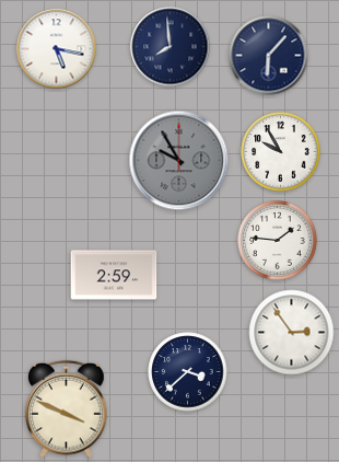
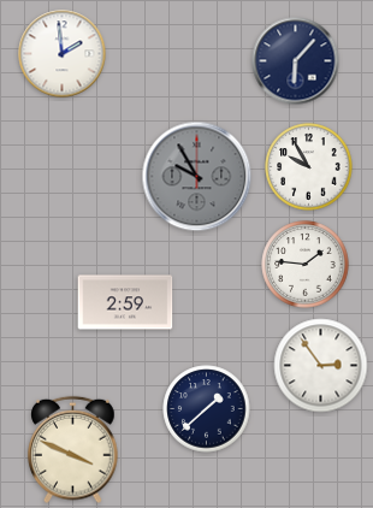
clock at (171, 47): 7:59 -> none
clock at (57, 49): 5:17 -> 1:59
clock at (188, 372): 3:38 -> 1:38
